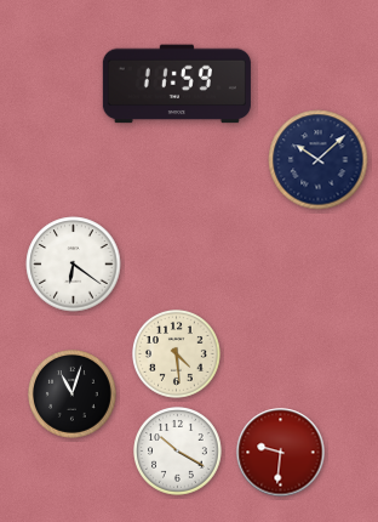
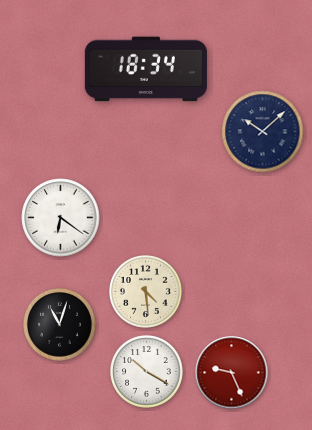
clock at (177, 84): 11:59 -> 18:34
clock at (281, 453): 9:31 -> 9:26
